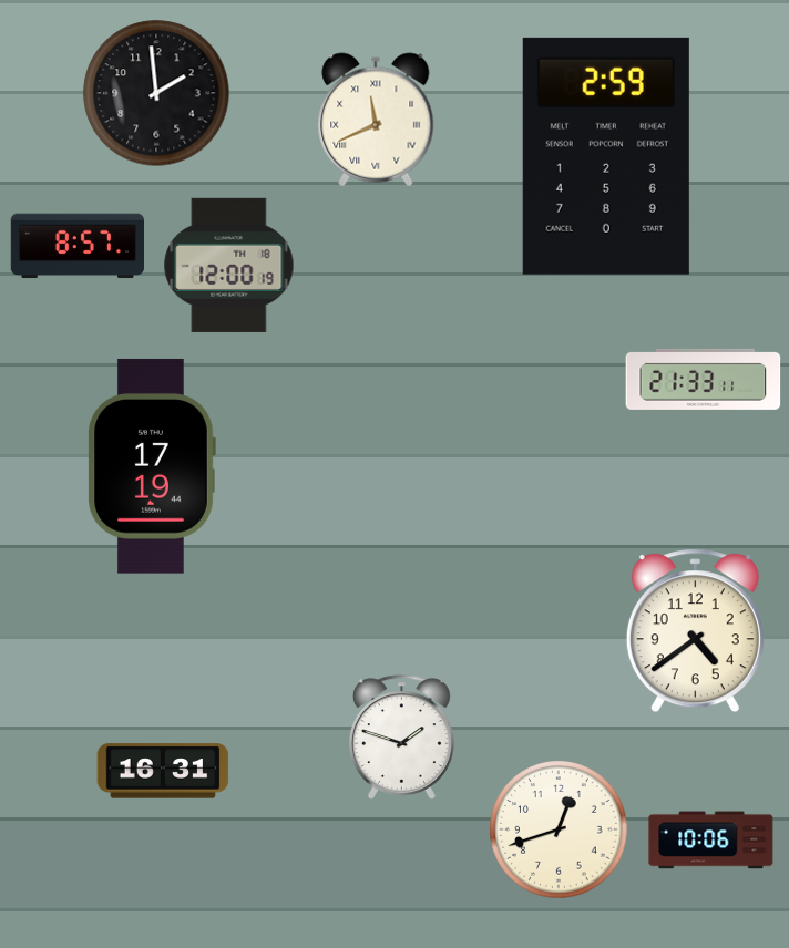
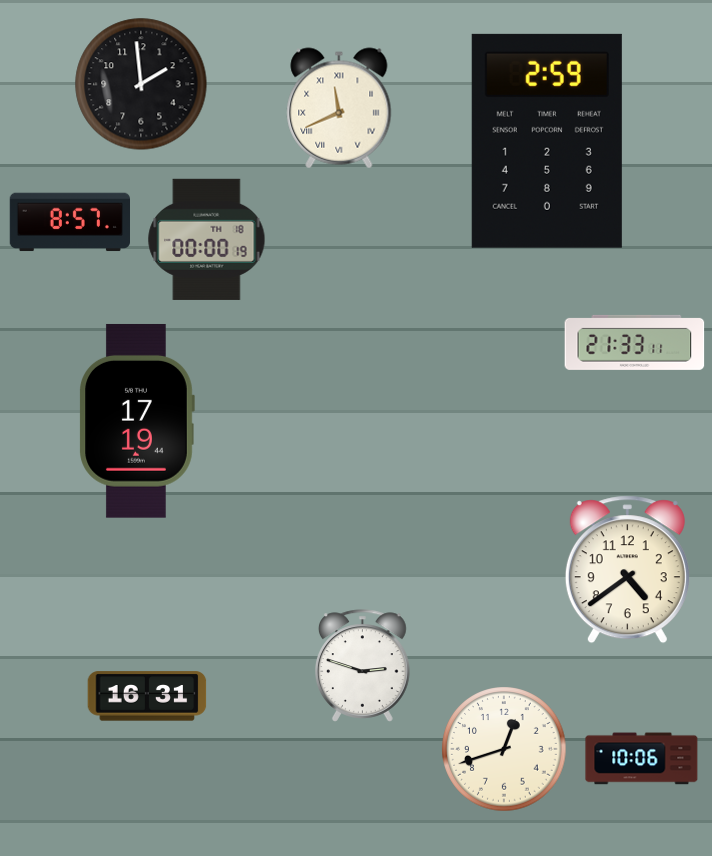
clock at (229, 265): 12:00 -> 00:00
clock at (402, 738): 1:48 -> 2:48
